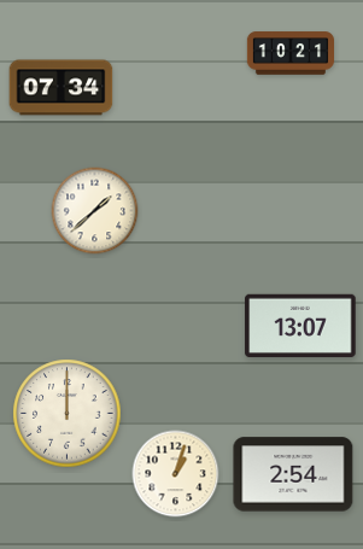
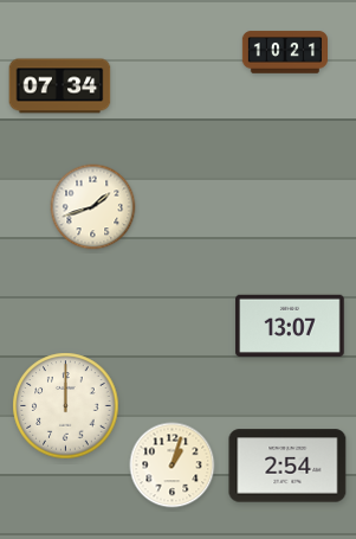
clock at (95, 211): 1:38 -> 1:42
clock at (300, 325) position: (300, 325) -> (290, 325)
